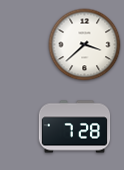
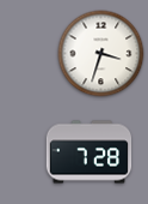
clock at (85, 45): 3:38 -> 3:33
